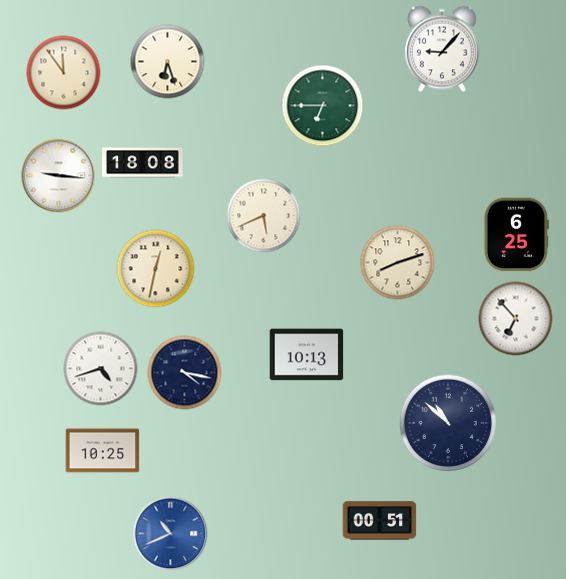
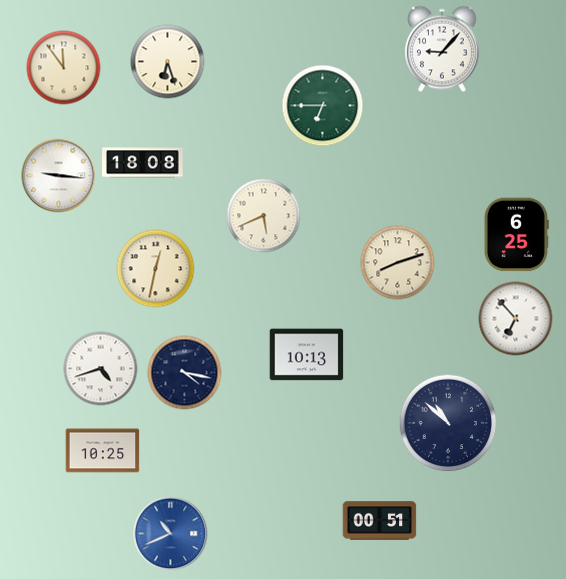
clock at (64, 73) position: (64, 73) -> (64, 68)
